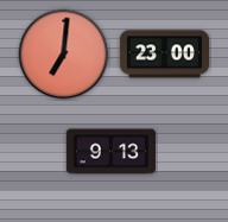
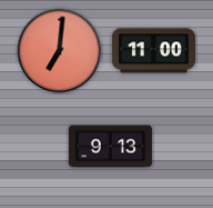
clock at (164, 55): 23:00 -> 11:00
clock at (110, 152) position: (110, 152) -> (110, 147)
